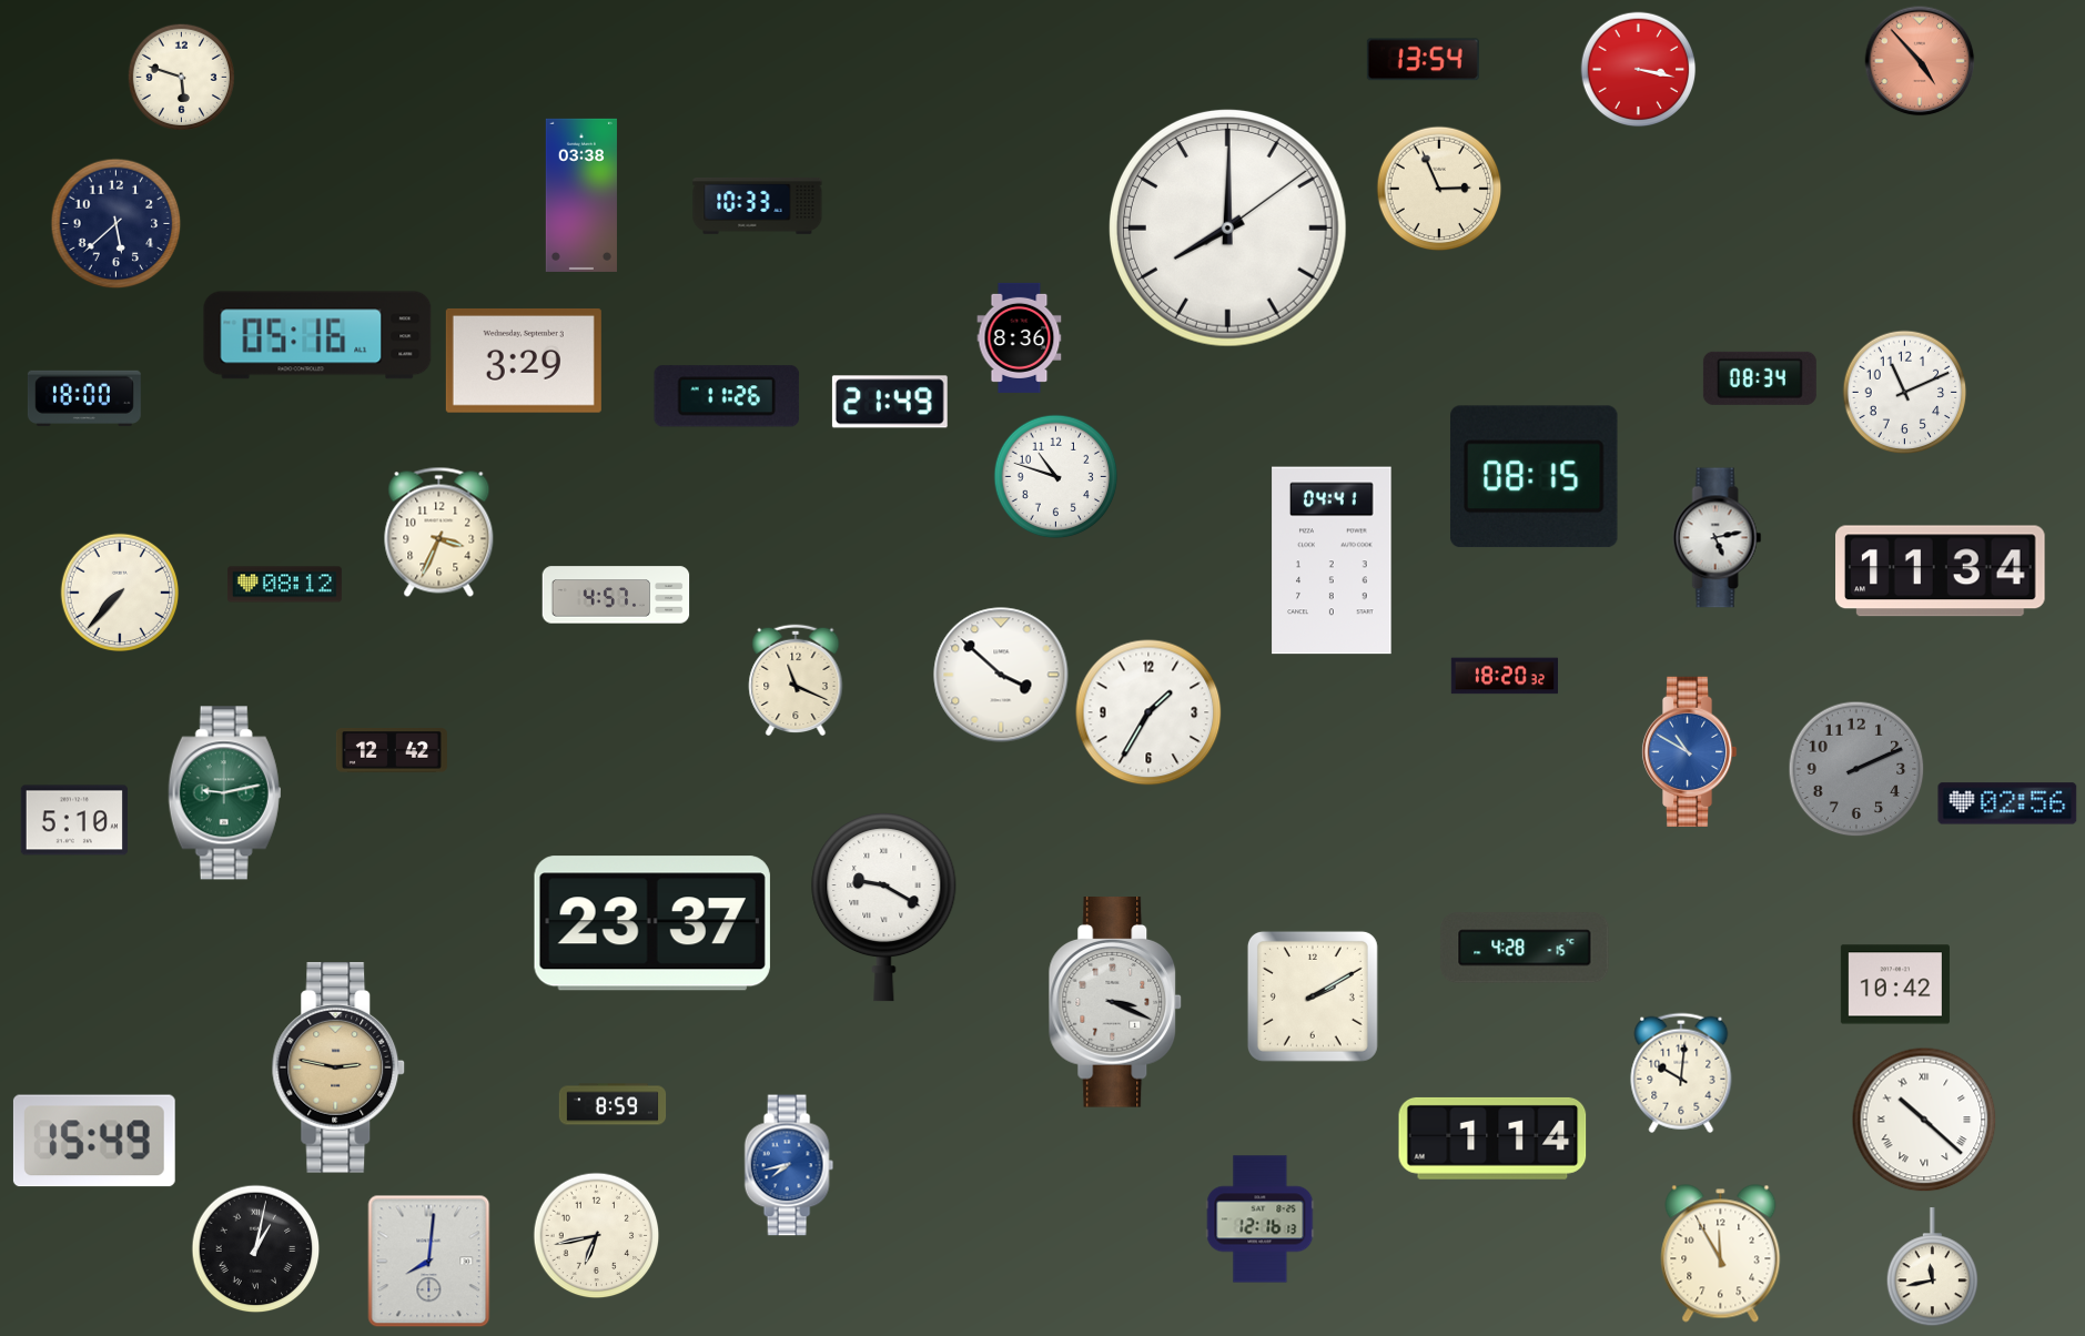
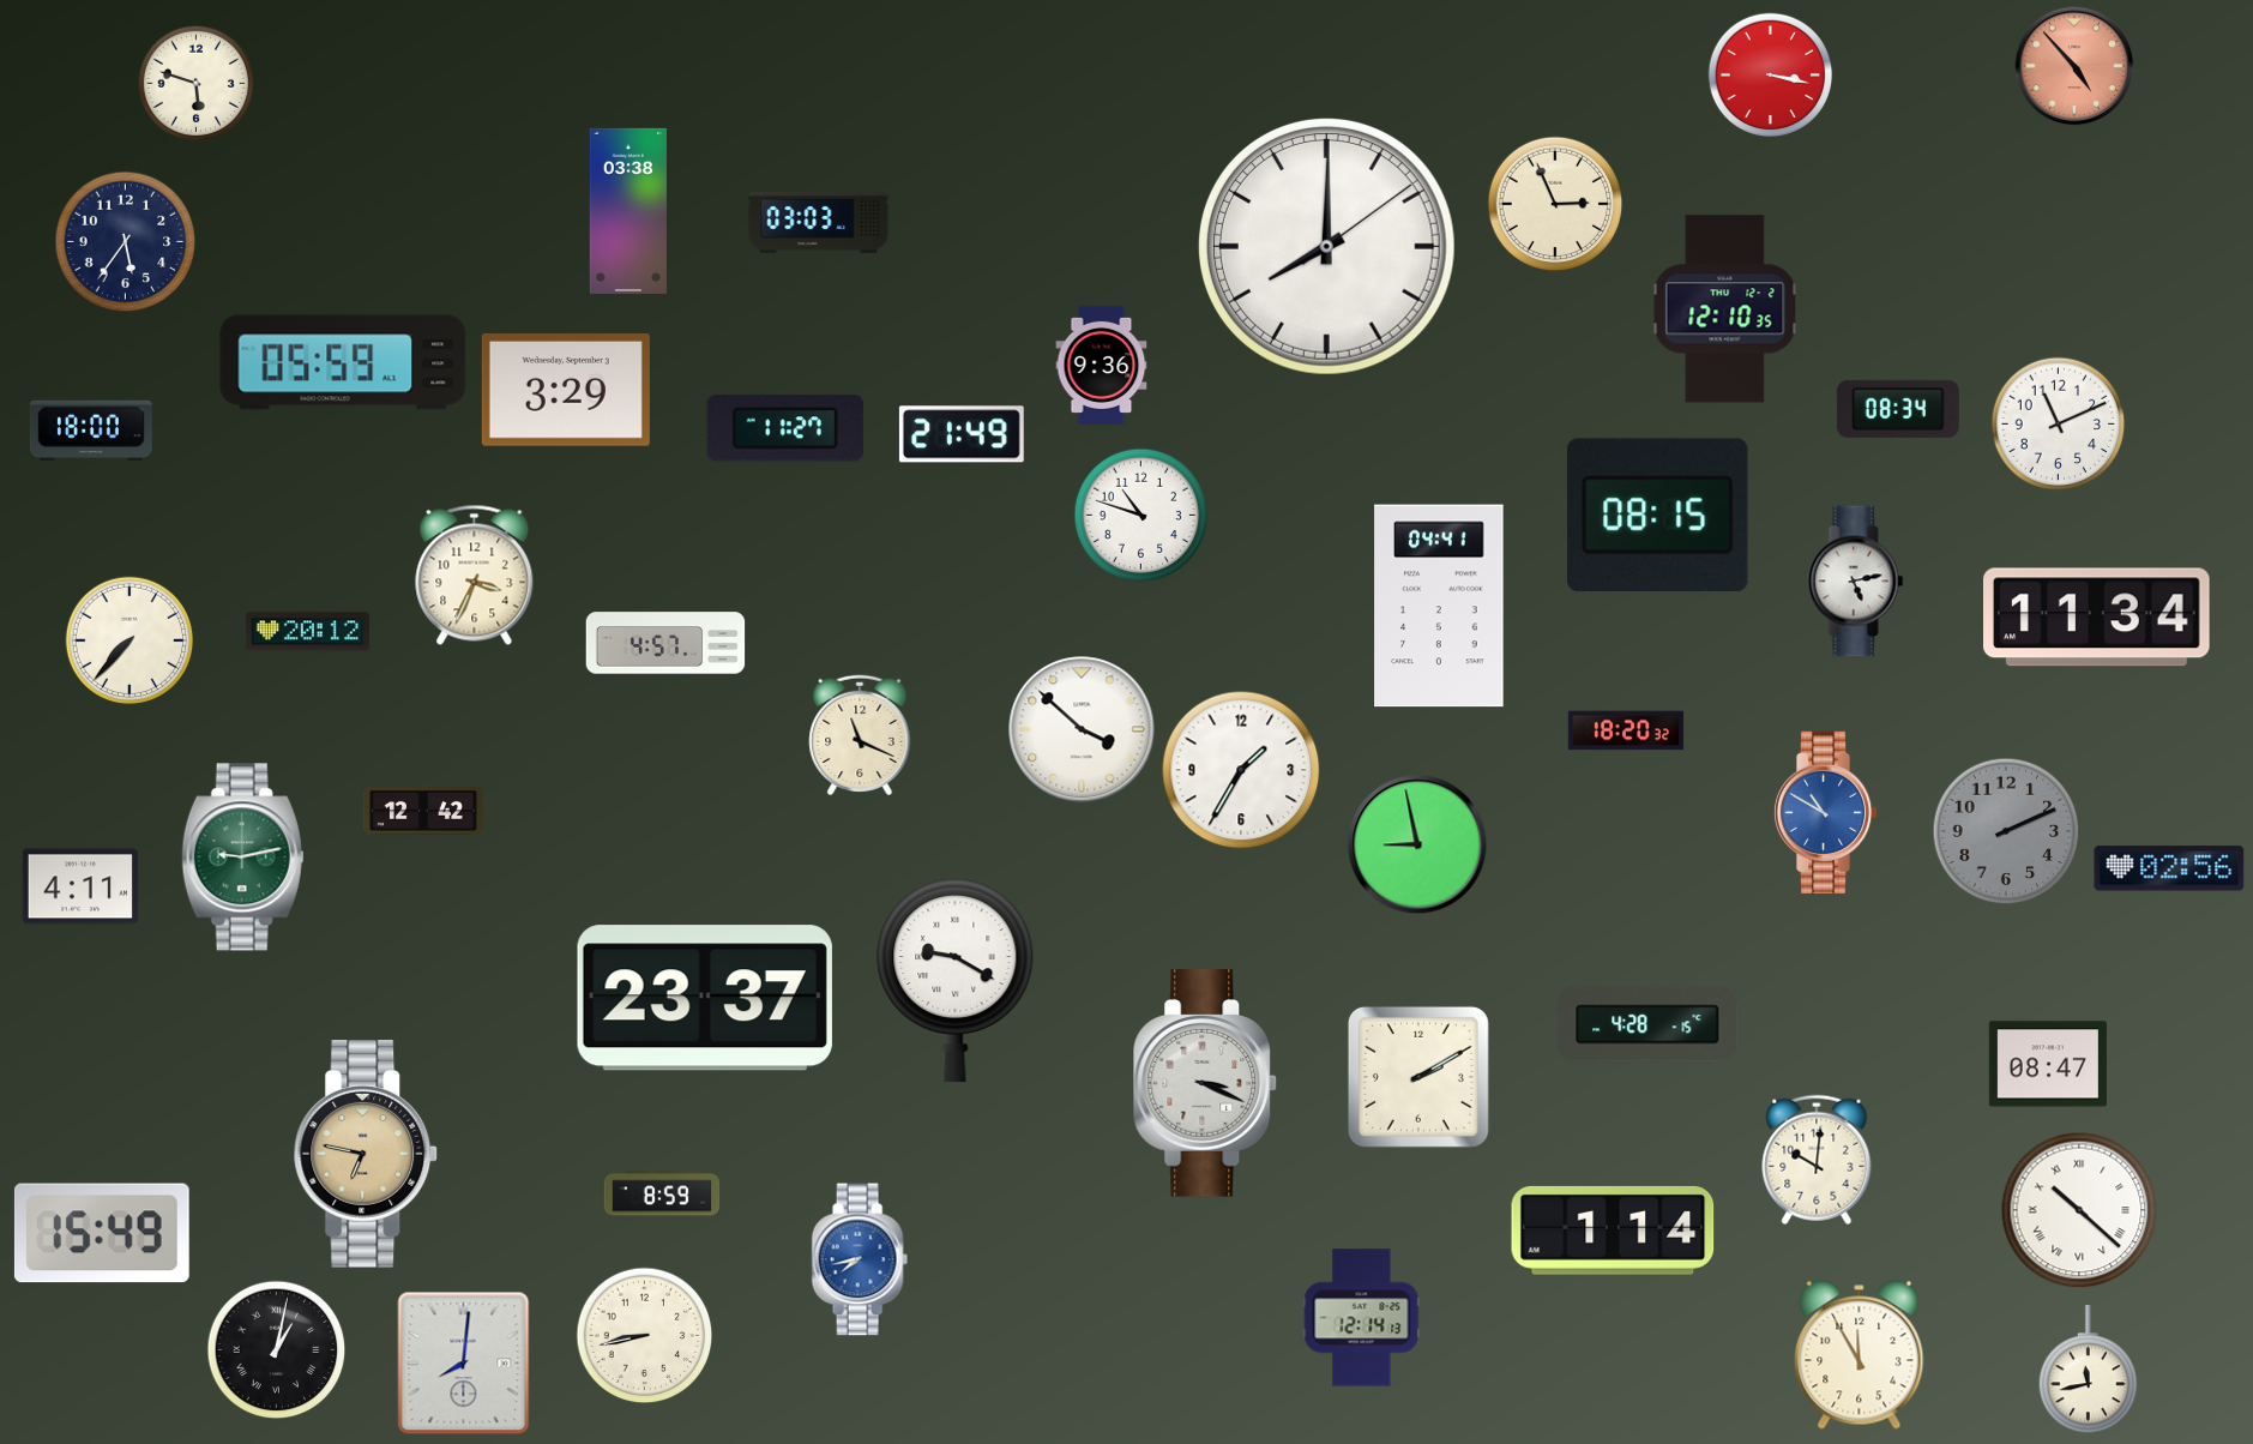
clock at (1423, 60): 13:54 -> none
clock at (758, 205): 10:33 -> 03:03
clock at (117, 224): 5:38 -> 5:36
clock at (1725, 309): none -> 12:10
clock at (317, 335): 05:16 -> 05:59
clock at (1020, 337): 8:36 -> 9:36
clock at (1760, 378) position: (1760, 378) -> (1898, 409)
clock at (727, 396): 11:26 -> 11:27
clock at (284, 585): 08:12 -> 20:12
clock at (1417, 844): none -> 8:58
clock at (73, 820): 5:10 -> 4:11
clock at (1895, 984): 10:42 -> 08:47
clock at (338, 1067): 2:47 -> 6:47
clock at (789, 1165) position: (789, 1165) -> (860, 1259)
clock at (1261, 1219): 12:16 -> 12:14
clock at (597, 1236): 6:43 -> 8:43
